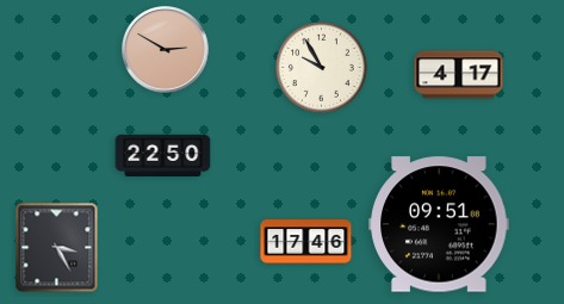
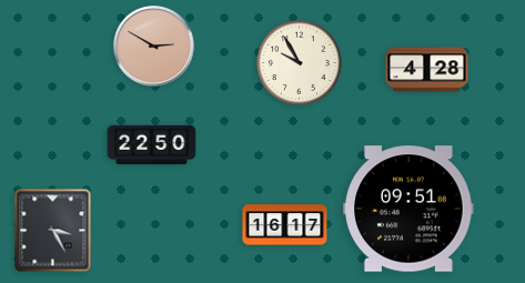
clock at (459, 75): 4:17 -> 4:28
clock at (306, 242): 17:46 -> 16:17
